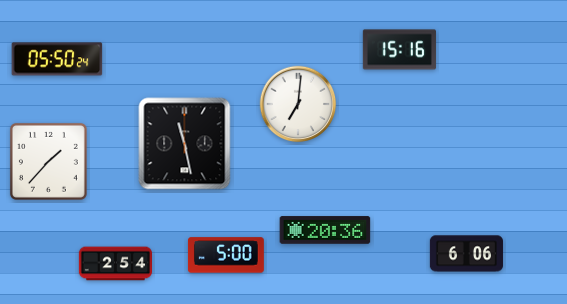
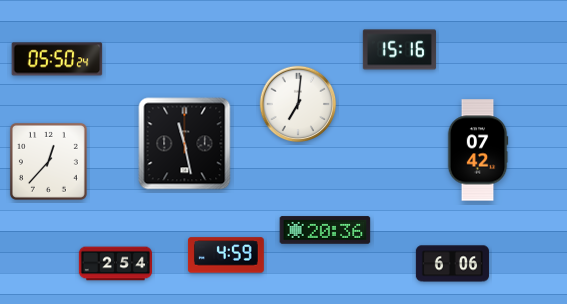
clock at (478, 150): none -> 07:42
clock at (48, 161): 1:37 -> 12:37
clock at (466, 254) position: (466, 254) -> (452, 264)
clock at (226, 255): 5:00 -> 4:59
